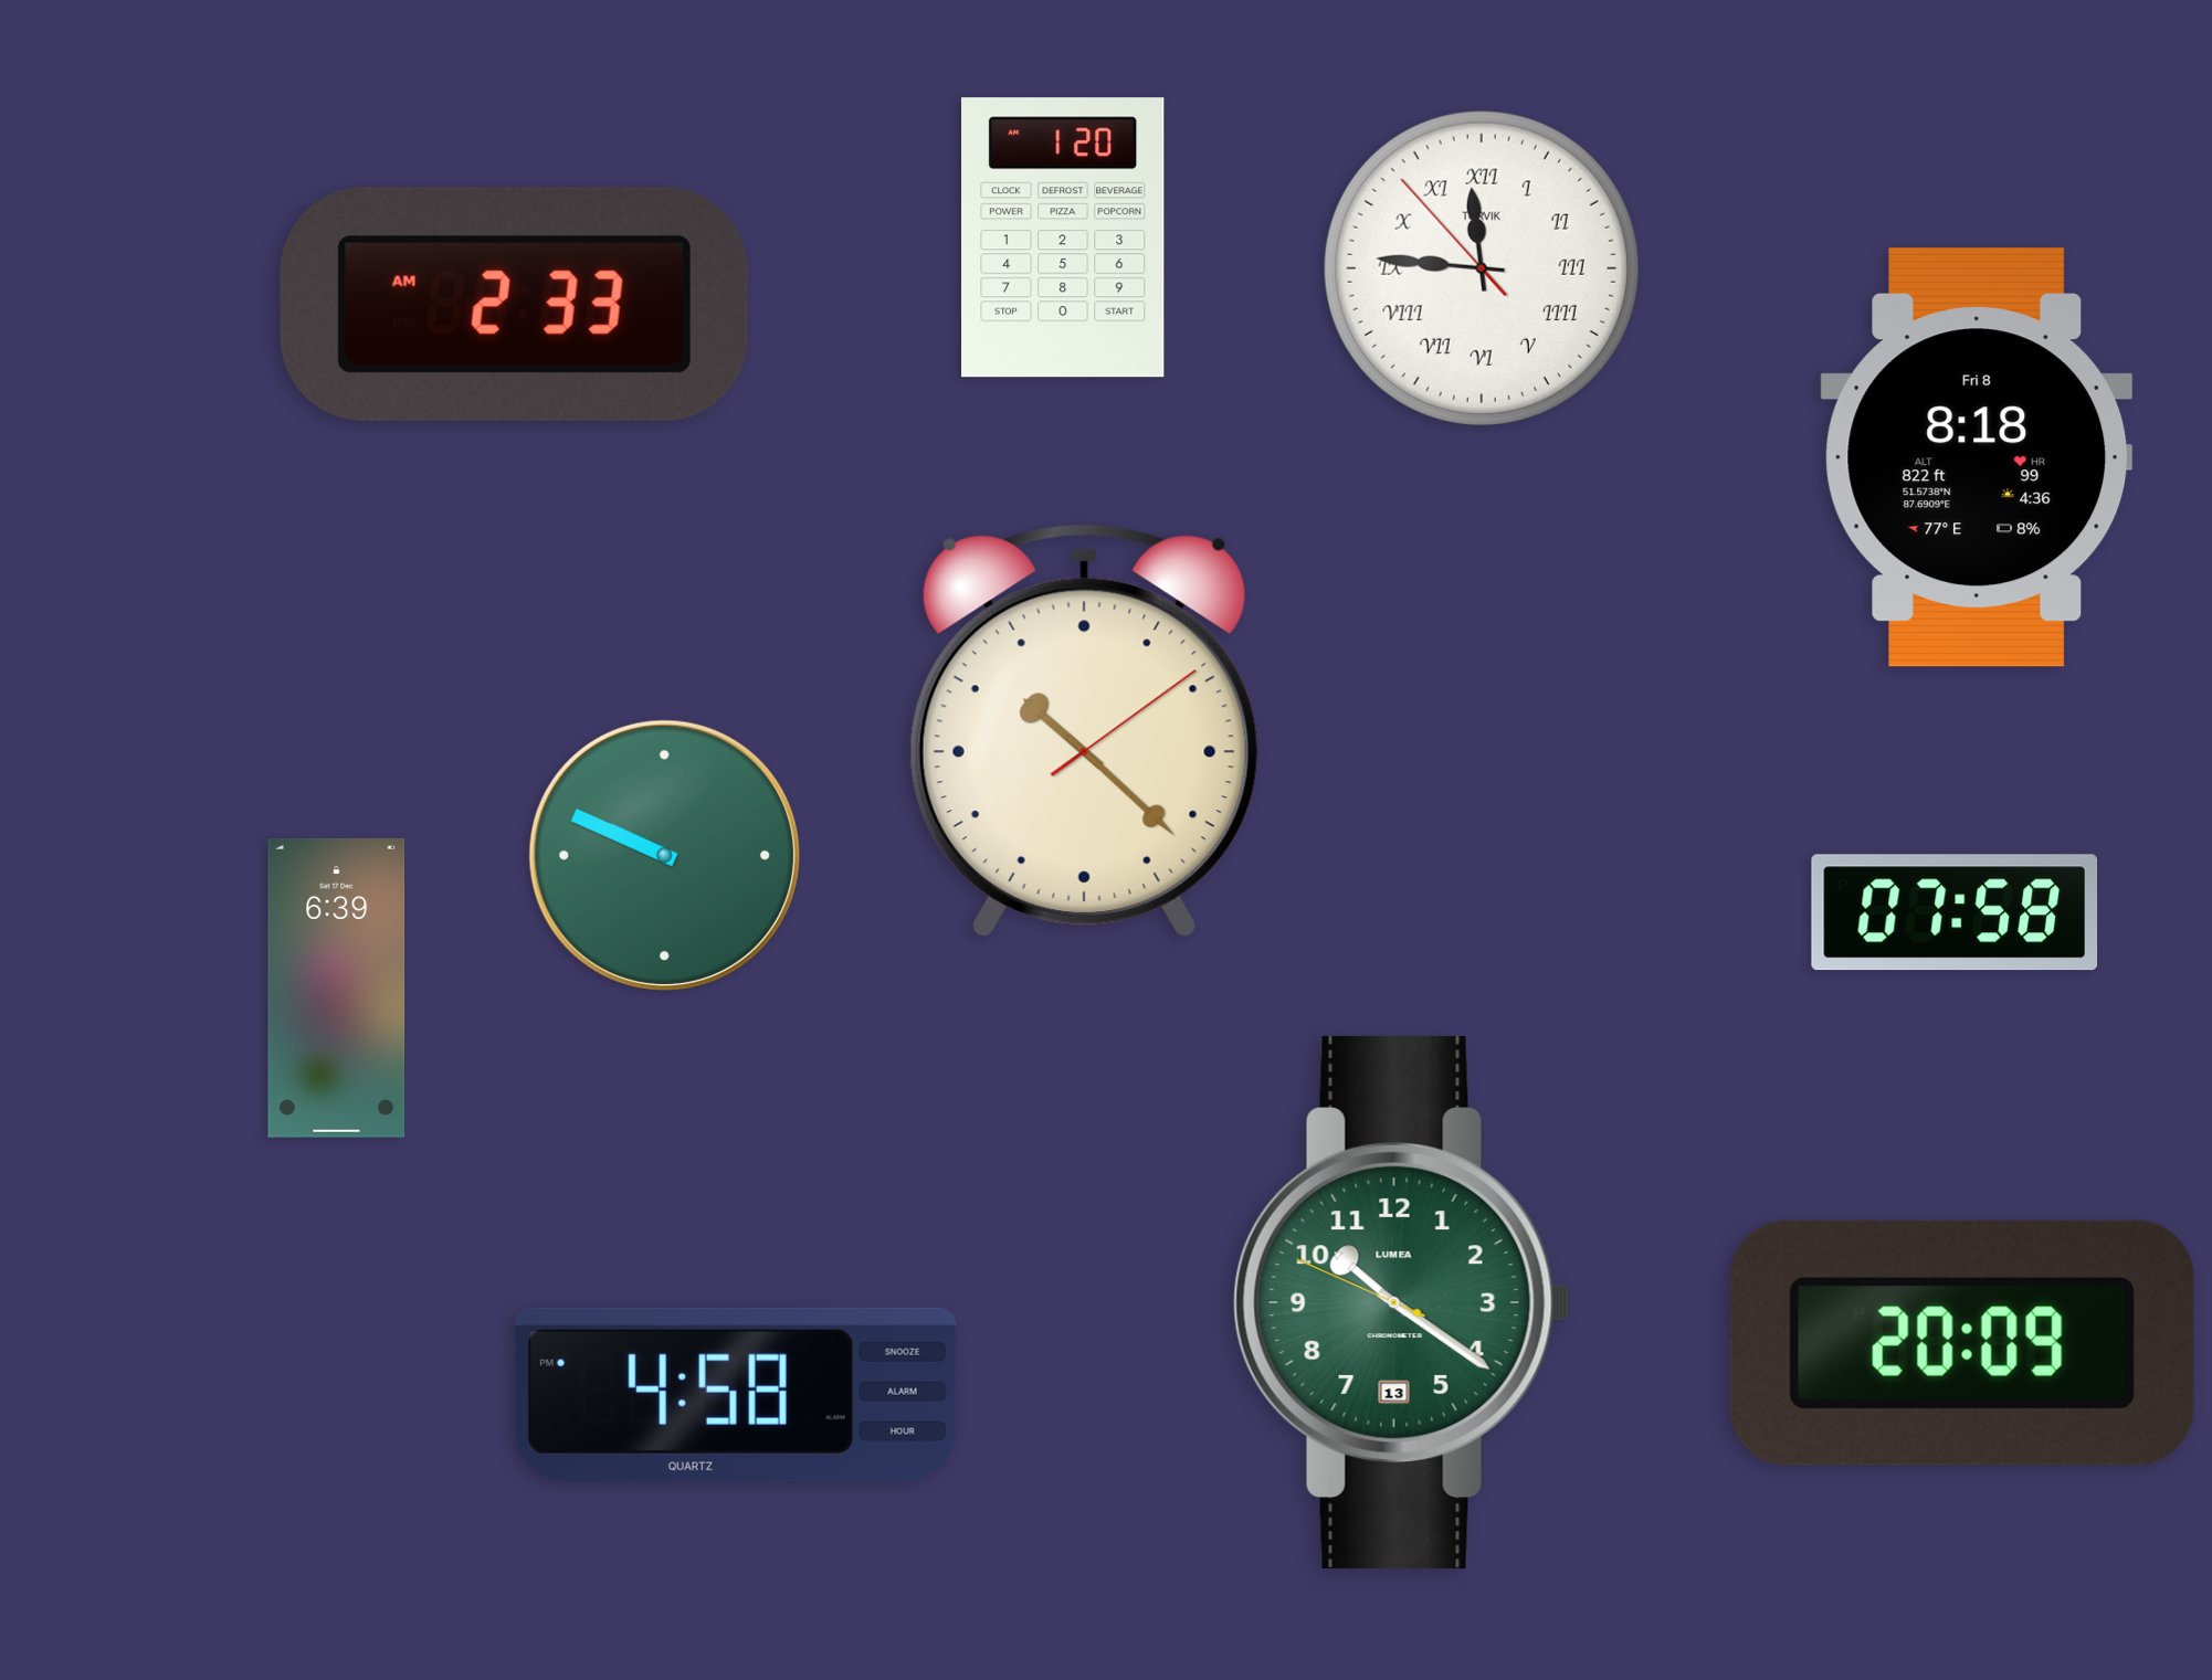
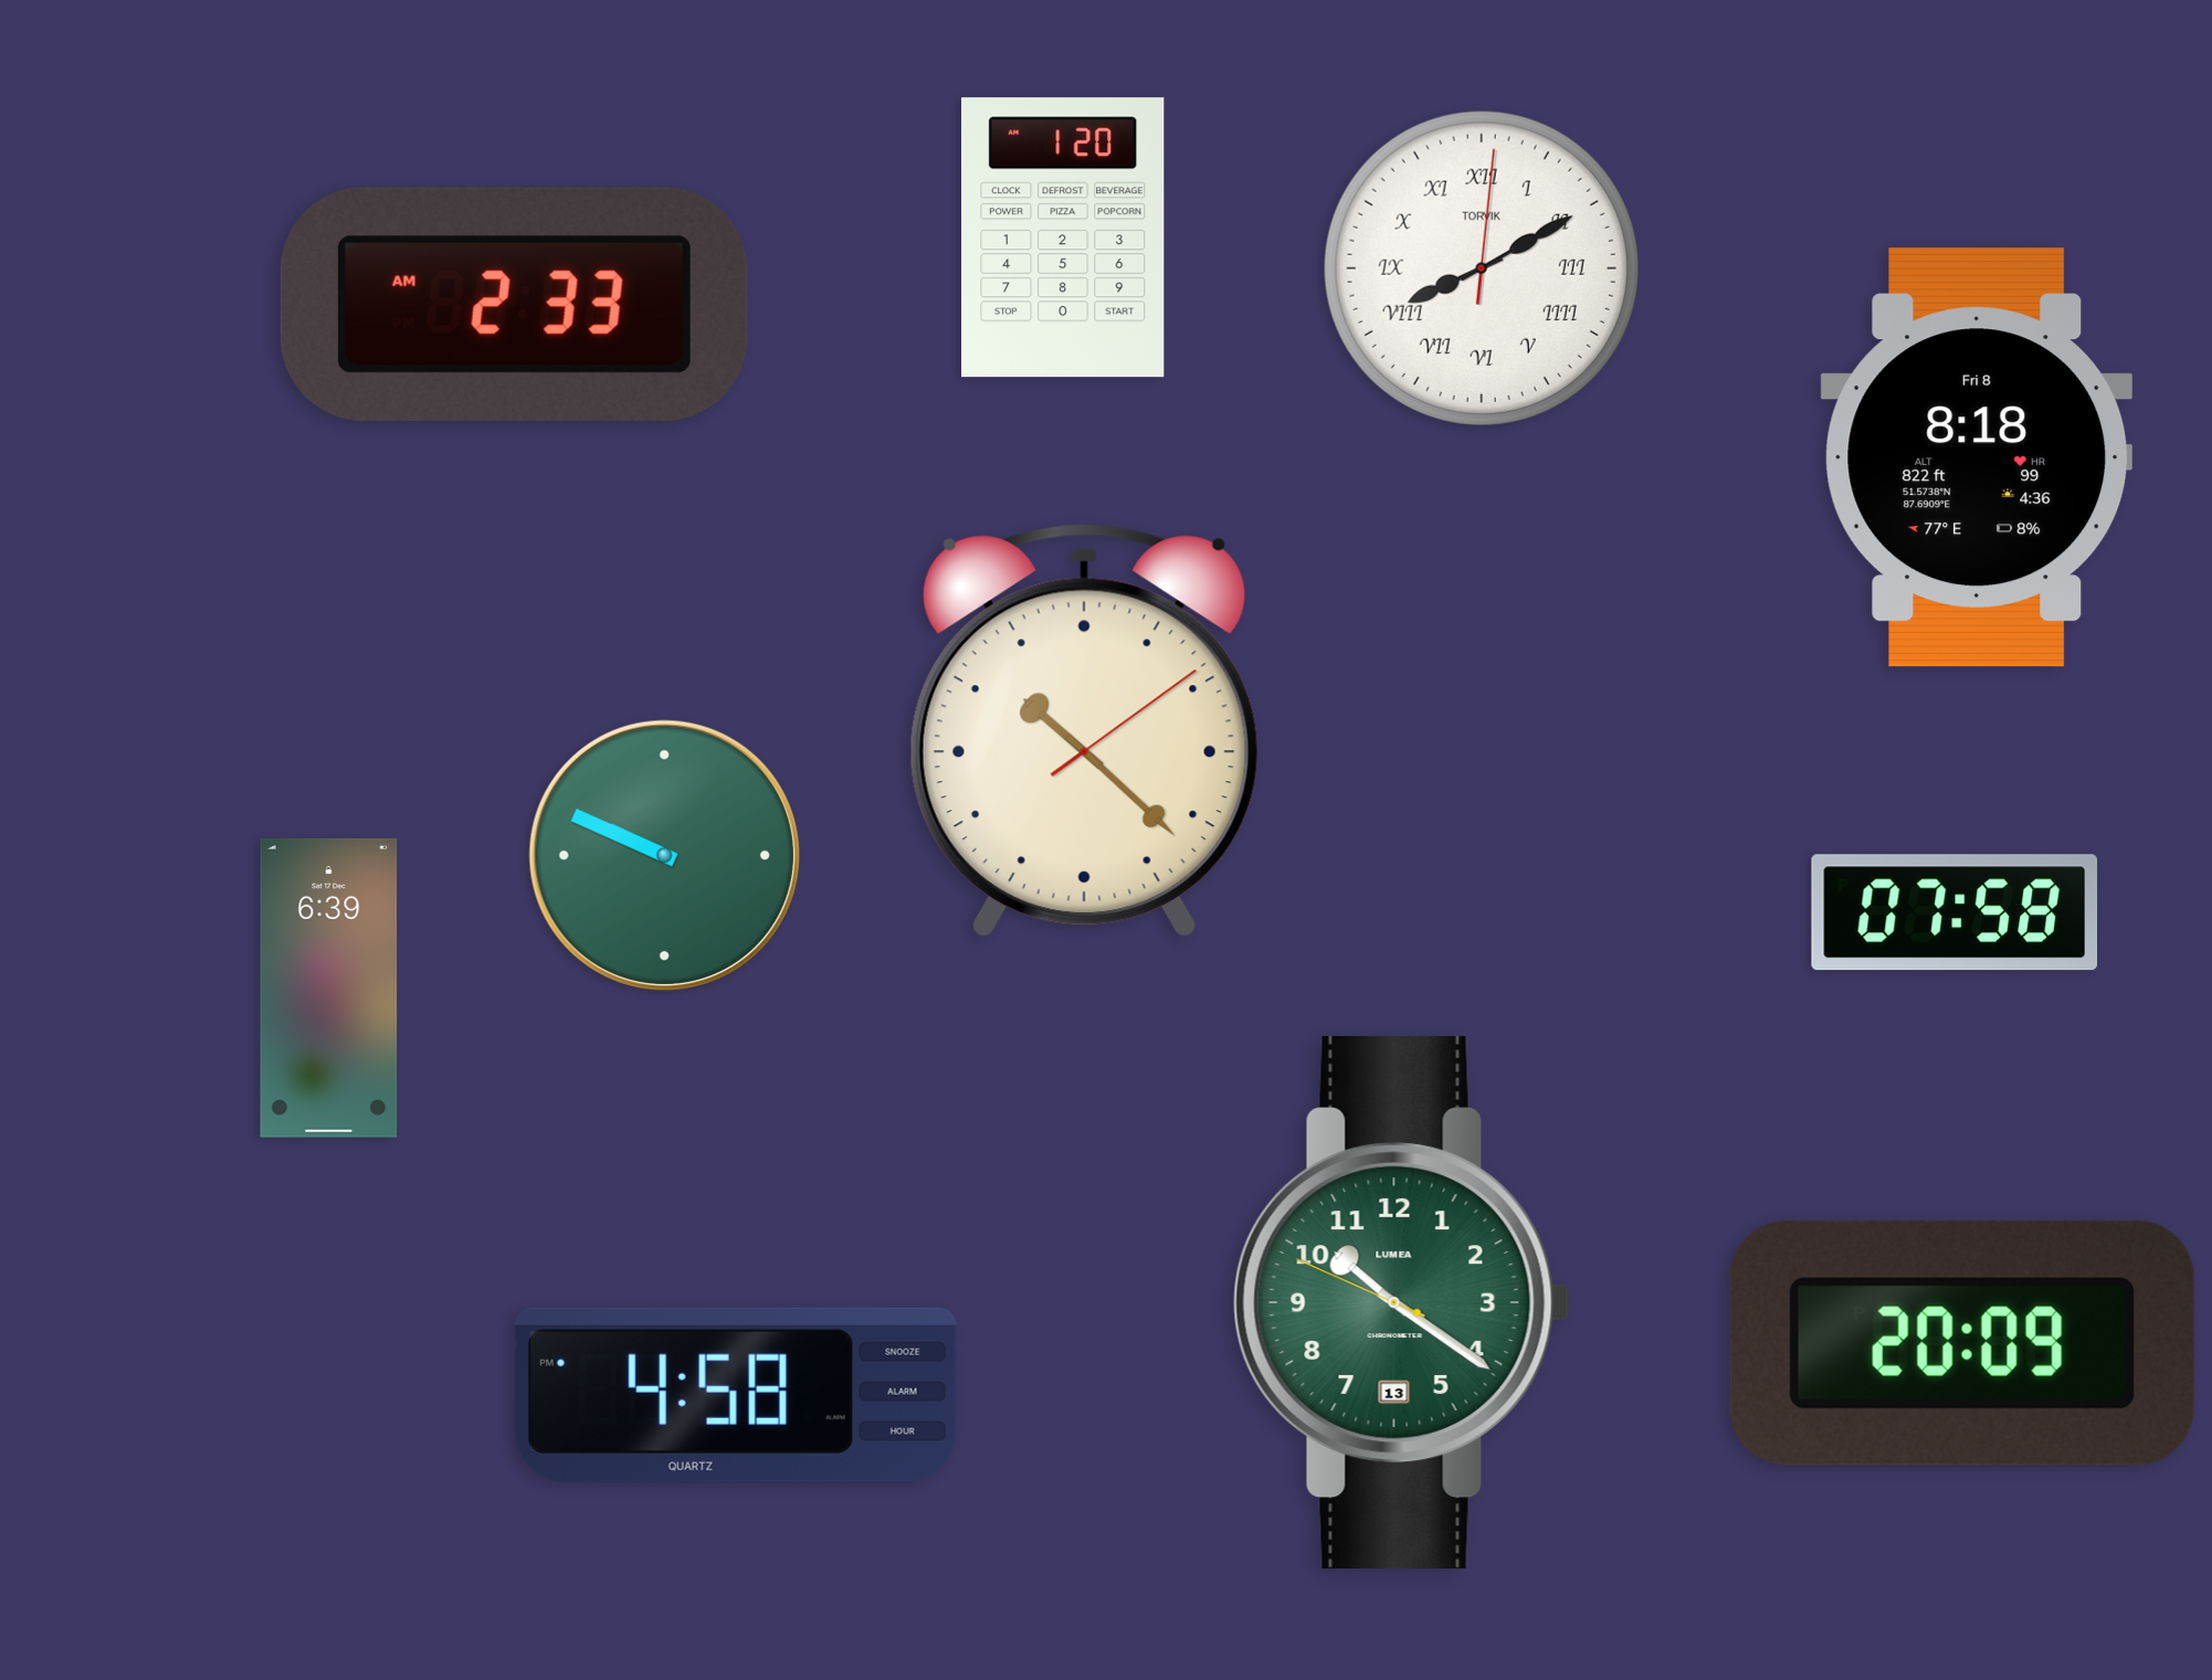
clock at (1482, 268): 11:45 -> 8:10
clock at (337, 987) position: (337, 987) -> (329, 987)
